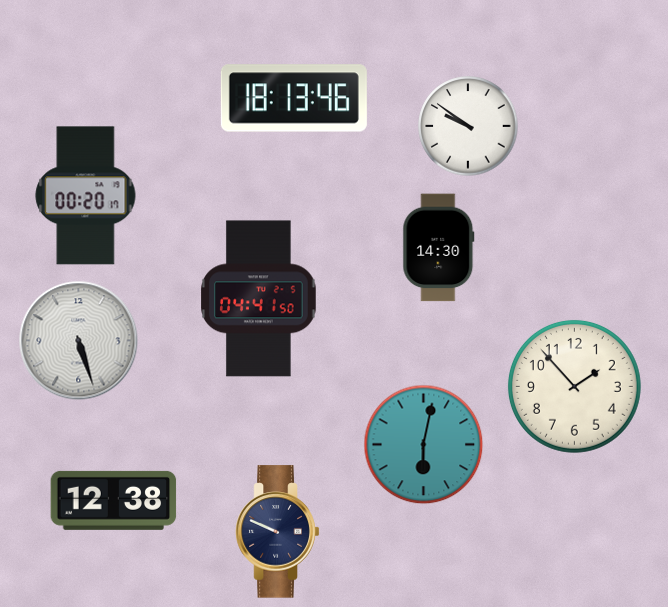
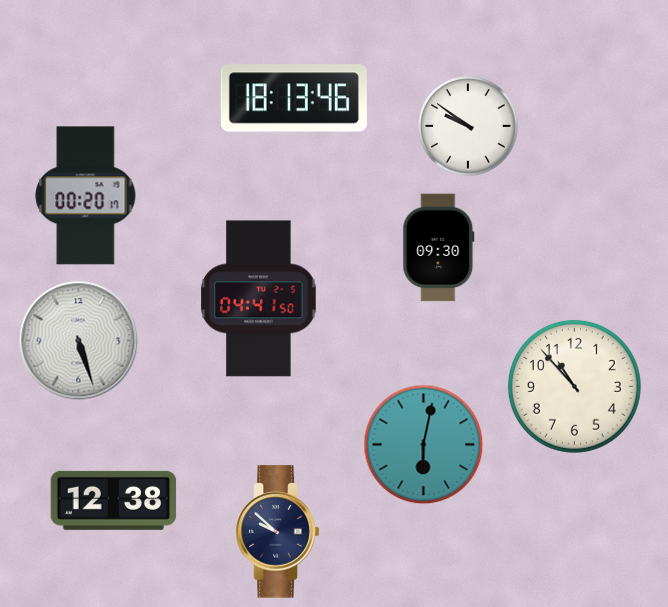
clock at (439, 248): 14:30 -> 09:30
clock at (574, 386): 1:53 -> 10:53
clock at (278, 532): 9:49 -> 9:52
